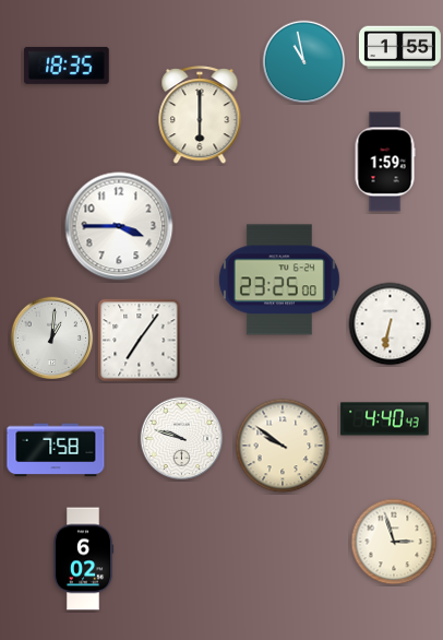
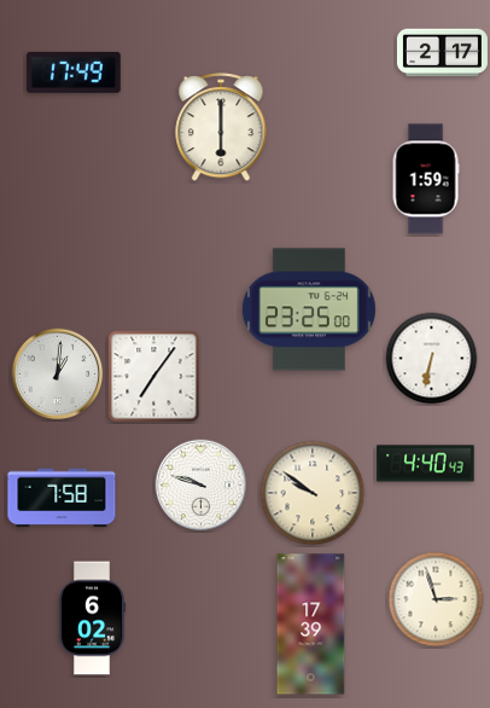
clock at (399, 48): 1:55 -> 2:17
clock at (304, 62): 10:58 -> none
clock at (67, 66): 18:35 -> 17:49
clock at (119, 226): 3:45 -> none
clock at (311, 625): none -> 17:39
